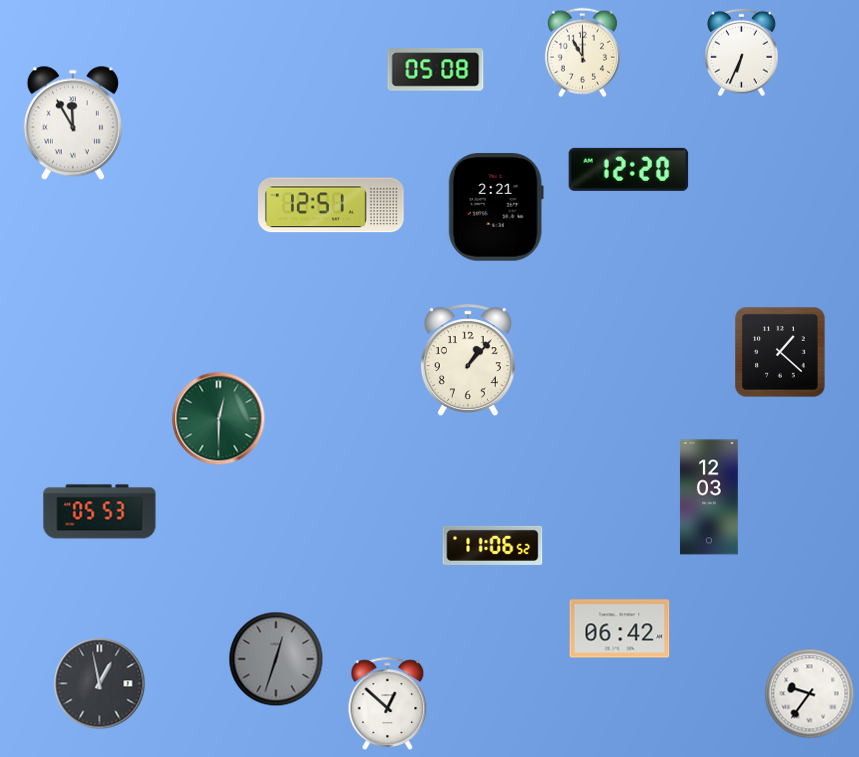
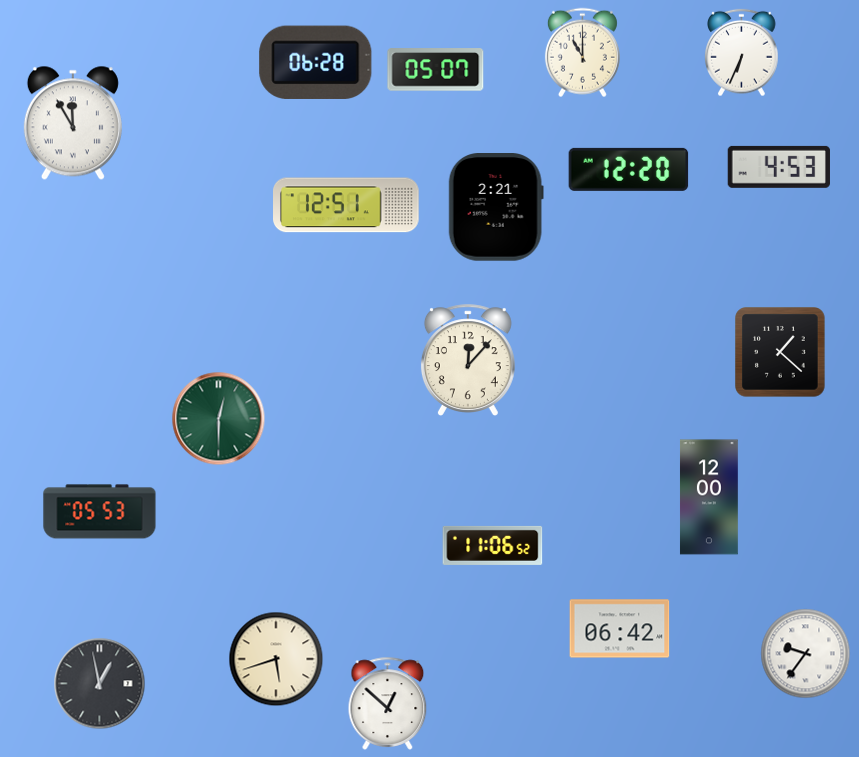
clock at (316, 62): none -> 06:28
clock at (436, 70): 05:08 -> 05:07
clock at (779, 167): none -> 4:53
clock at (332, 205) position: (332, 205) -> (347, 205)
clock at (468, 360): 1:07 -> 12:07
clock at (709, 497): 12:03 -> 12:00
clock at (276, 659): 12:33 -> 5:42
clock at (276, 659) dial: grey -> cream
clock at (810, 694) position: (810, 694) -> (806, 654)
